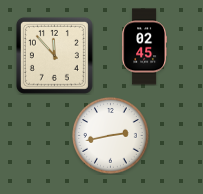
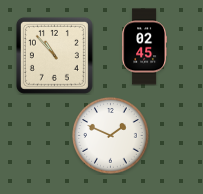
clock at (54, 55): 11:53 -> 10:53
clock at (111, 136): 2:43 -> 1:49
